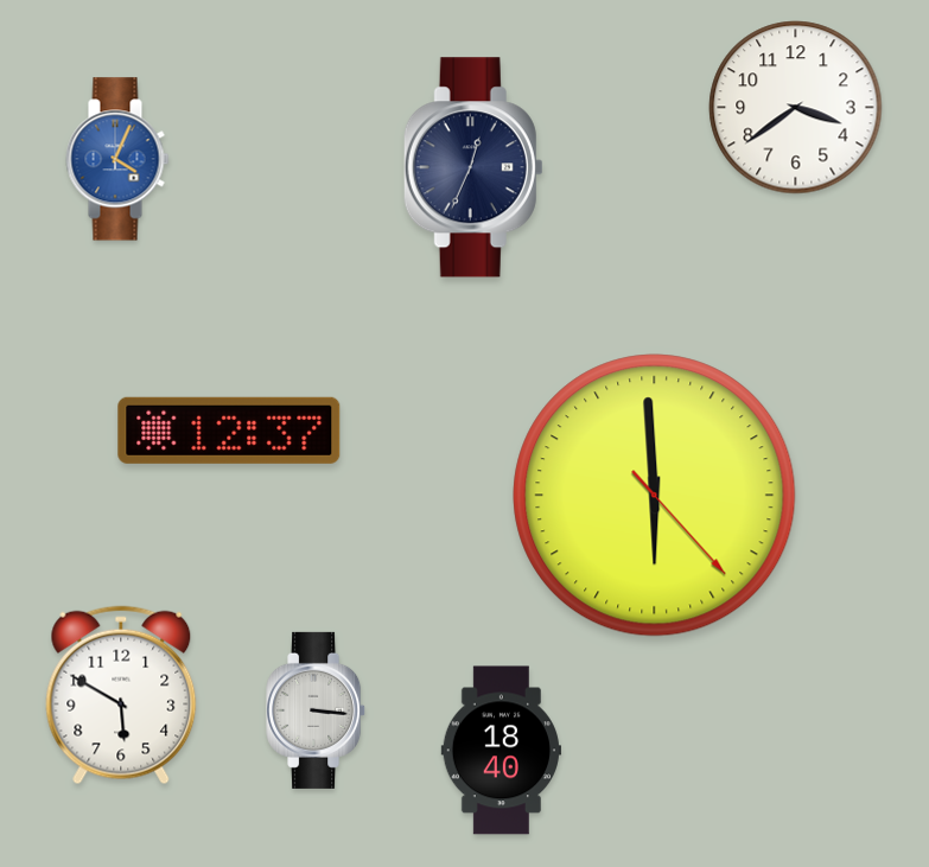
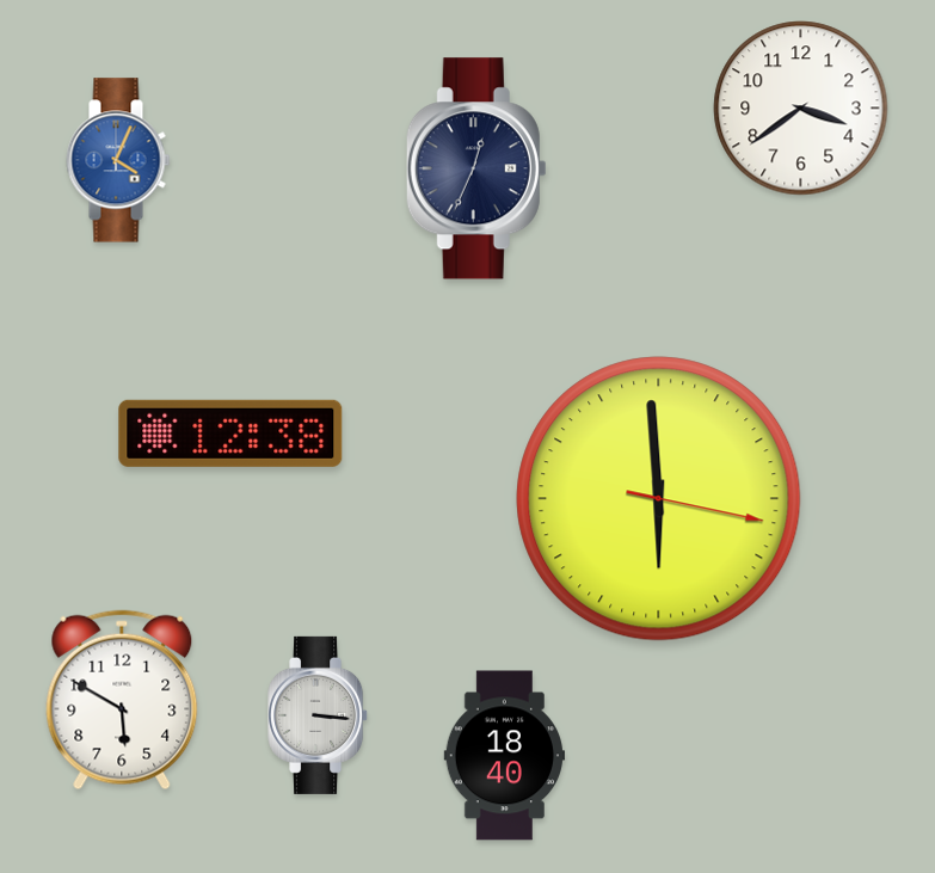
clock at (229, 431): 12:37 -> 12:38
clock at (655, 496): 5:59:23 -> 5:59:17
